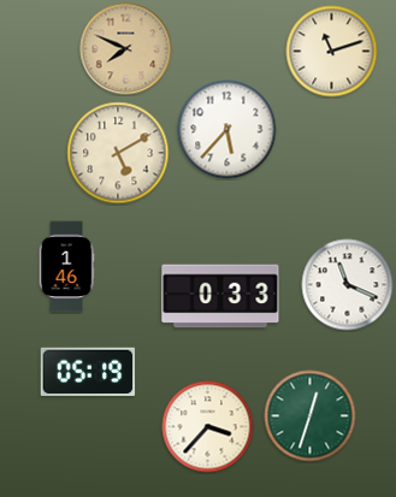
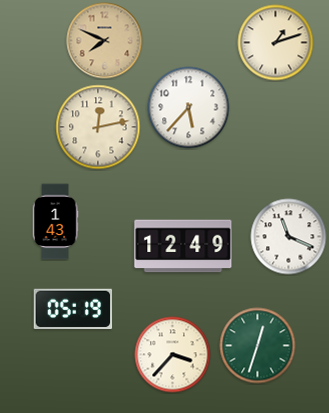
clock at (332, 52): 11:12 -> 1:12
clock at (118, 153): 5:10 -> 12:13
clock at (66, 267): 1:46 -> 1:43
clock at (220, 296): 0:33 -> 12:49
